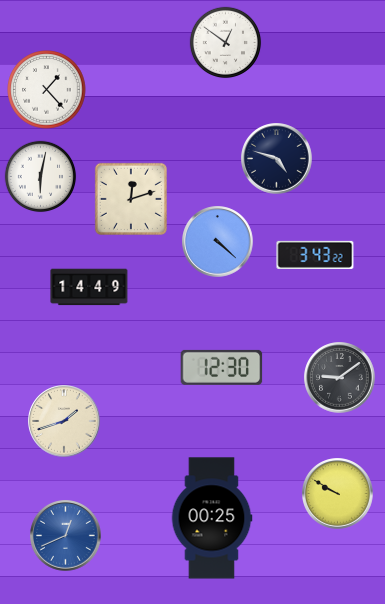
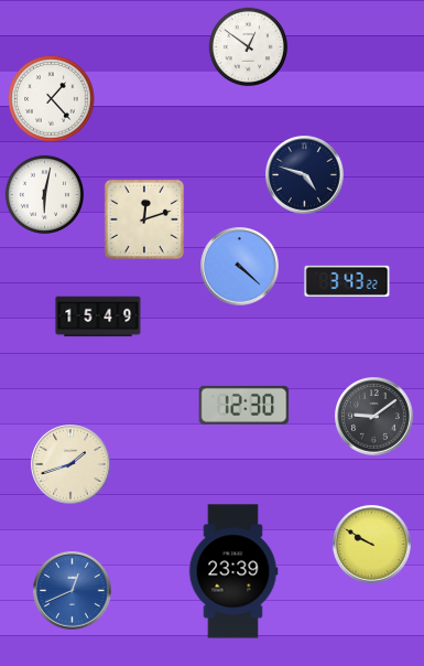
clock at (89, 287): 14:49 -> 15:49
clock at (212, 518): 00:25 -> 23:39
